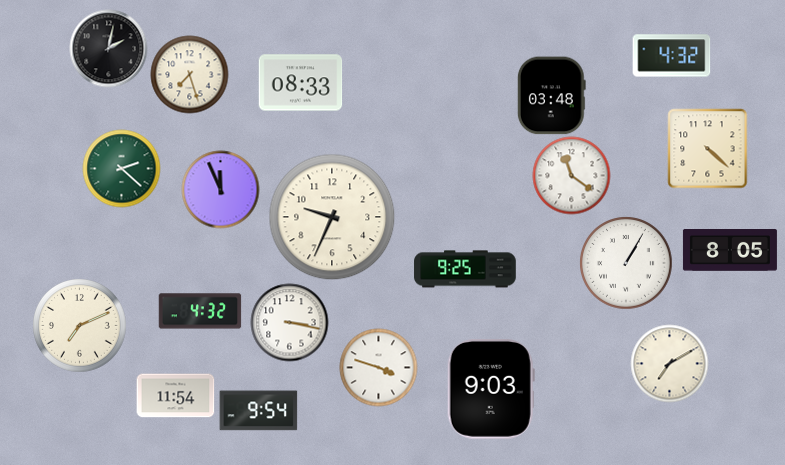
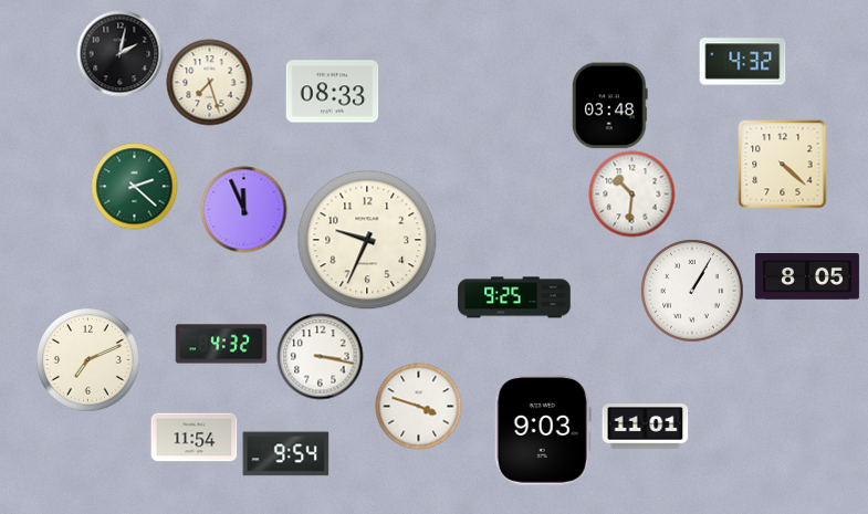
clock at (571, 175): 11:21 -> 10:31
clock at (669, 363): 7:10 -> none
clock at (645, 427): none -> 11:01
